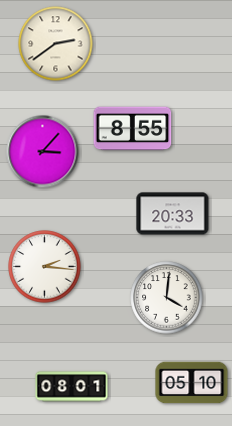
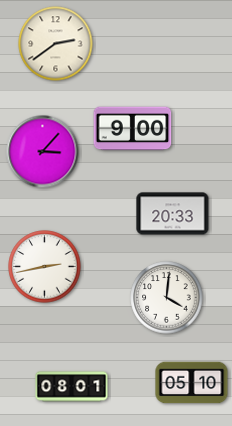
clock at (133, 129): 8:55 -> 9:00
clock at (45, 267): 2:16 -> 2:43
